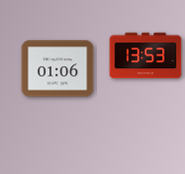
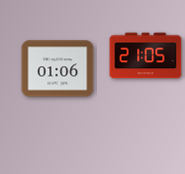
clock at (146, 56): 13:53 -> 21:05
